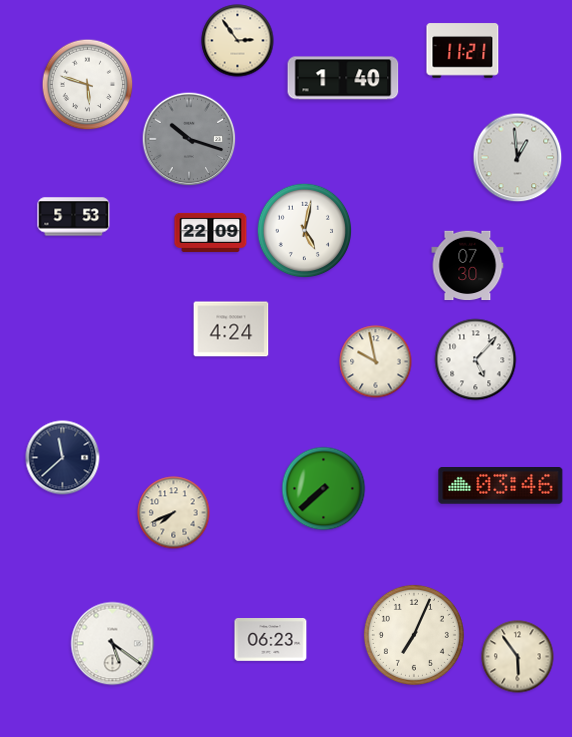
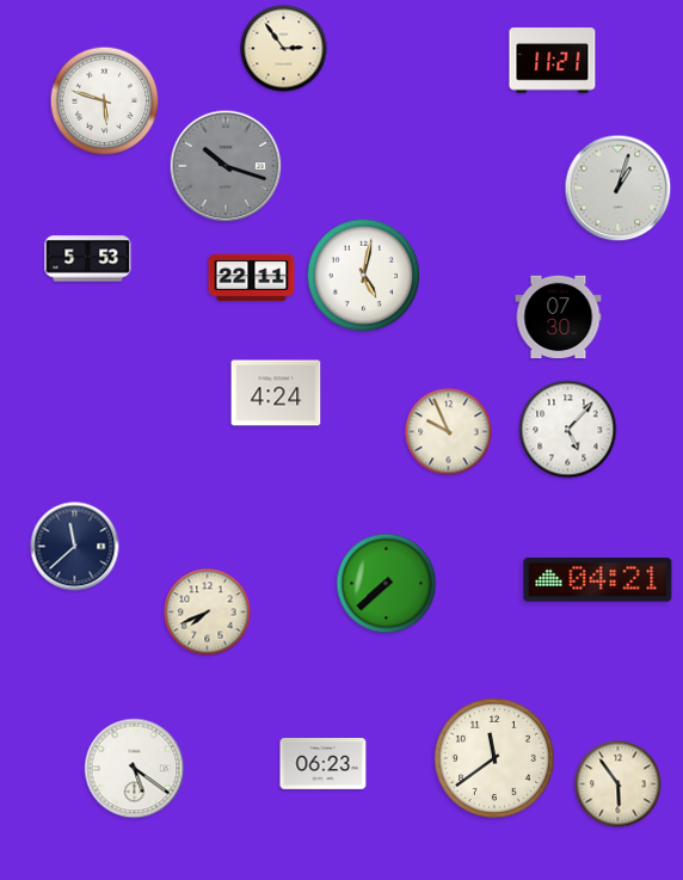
clock at (343, 78): 1:40 -> none
clock at (518, 158): 12:59 -> 1:03
clock at (211, 232): 22:09 -> 22:11
clock at (376, 362): 9:58 -> 9:56
clock at (501, 486): 03:46 -> 04:21
clock at (414, 635): 7:04 -> 11:39
